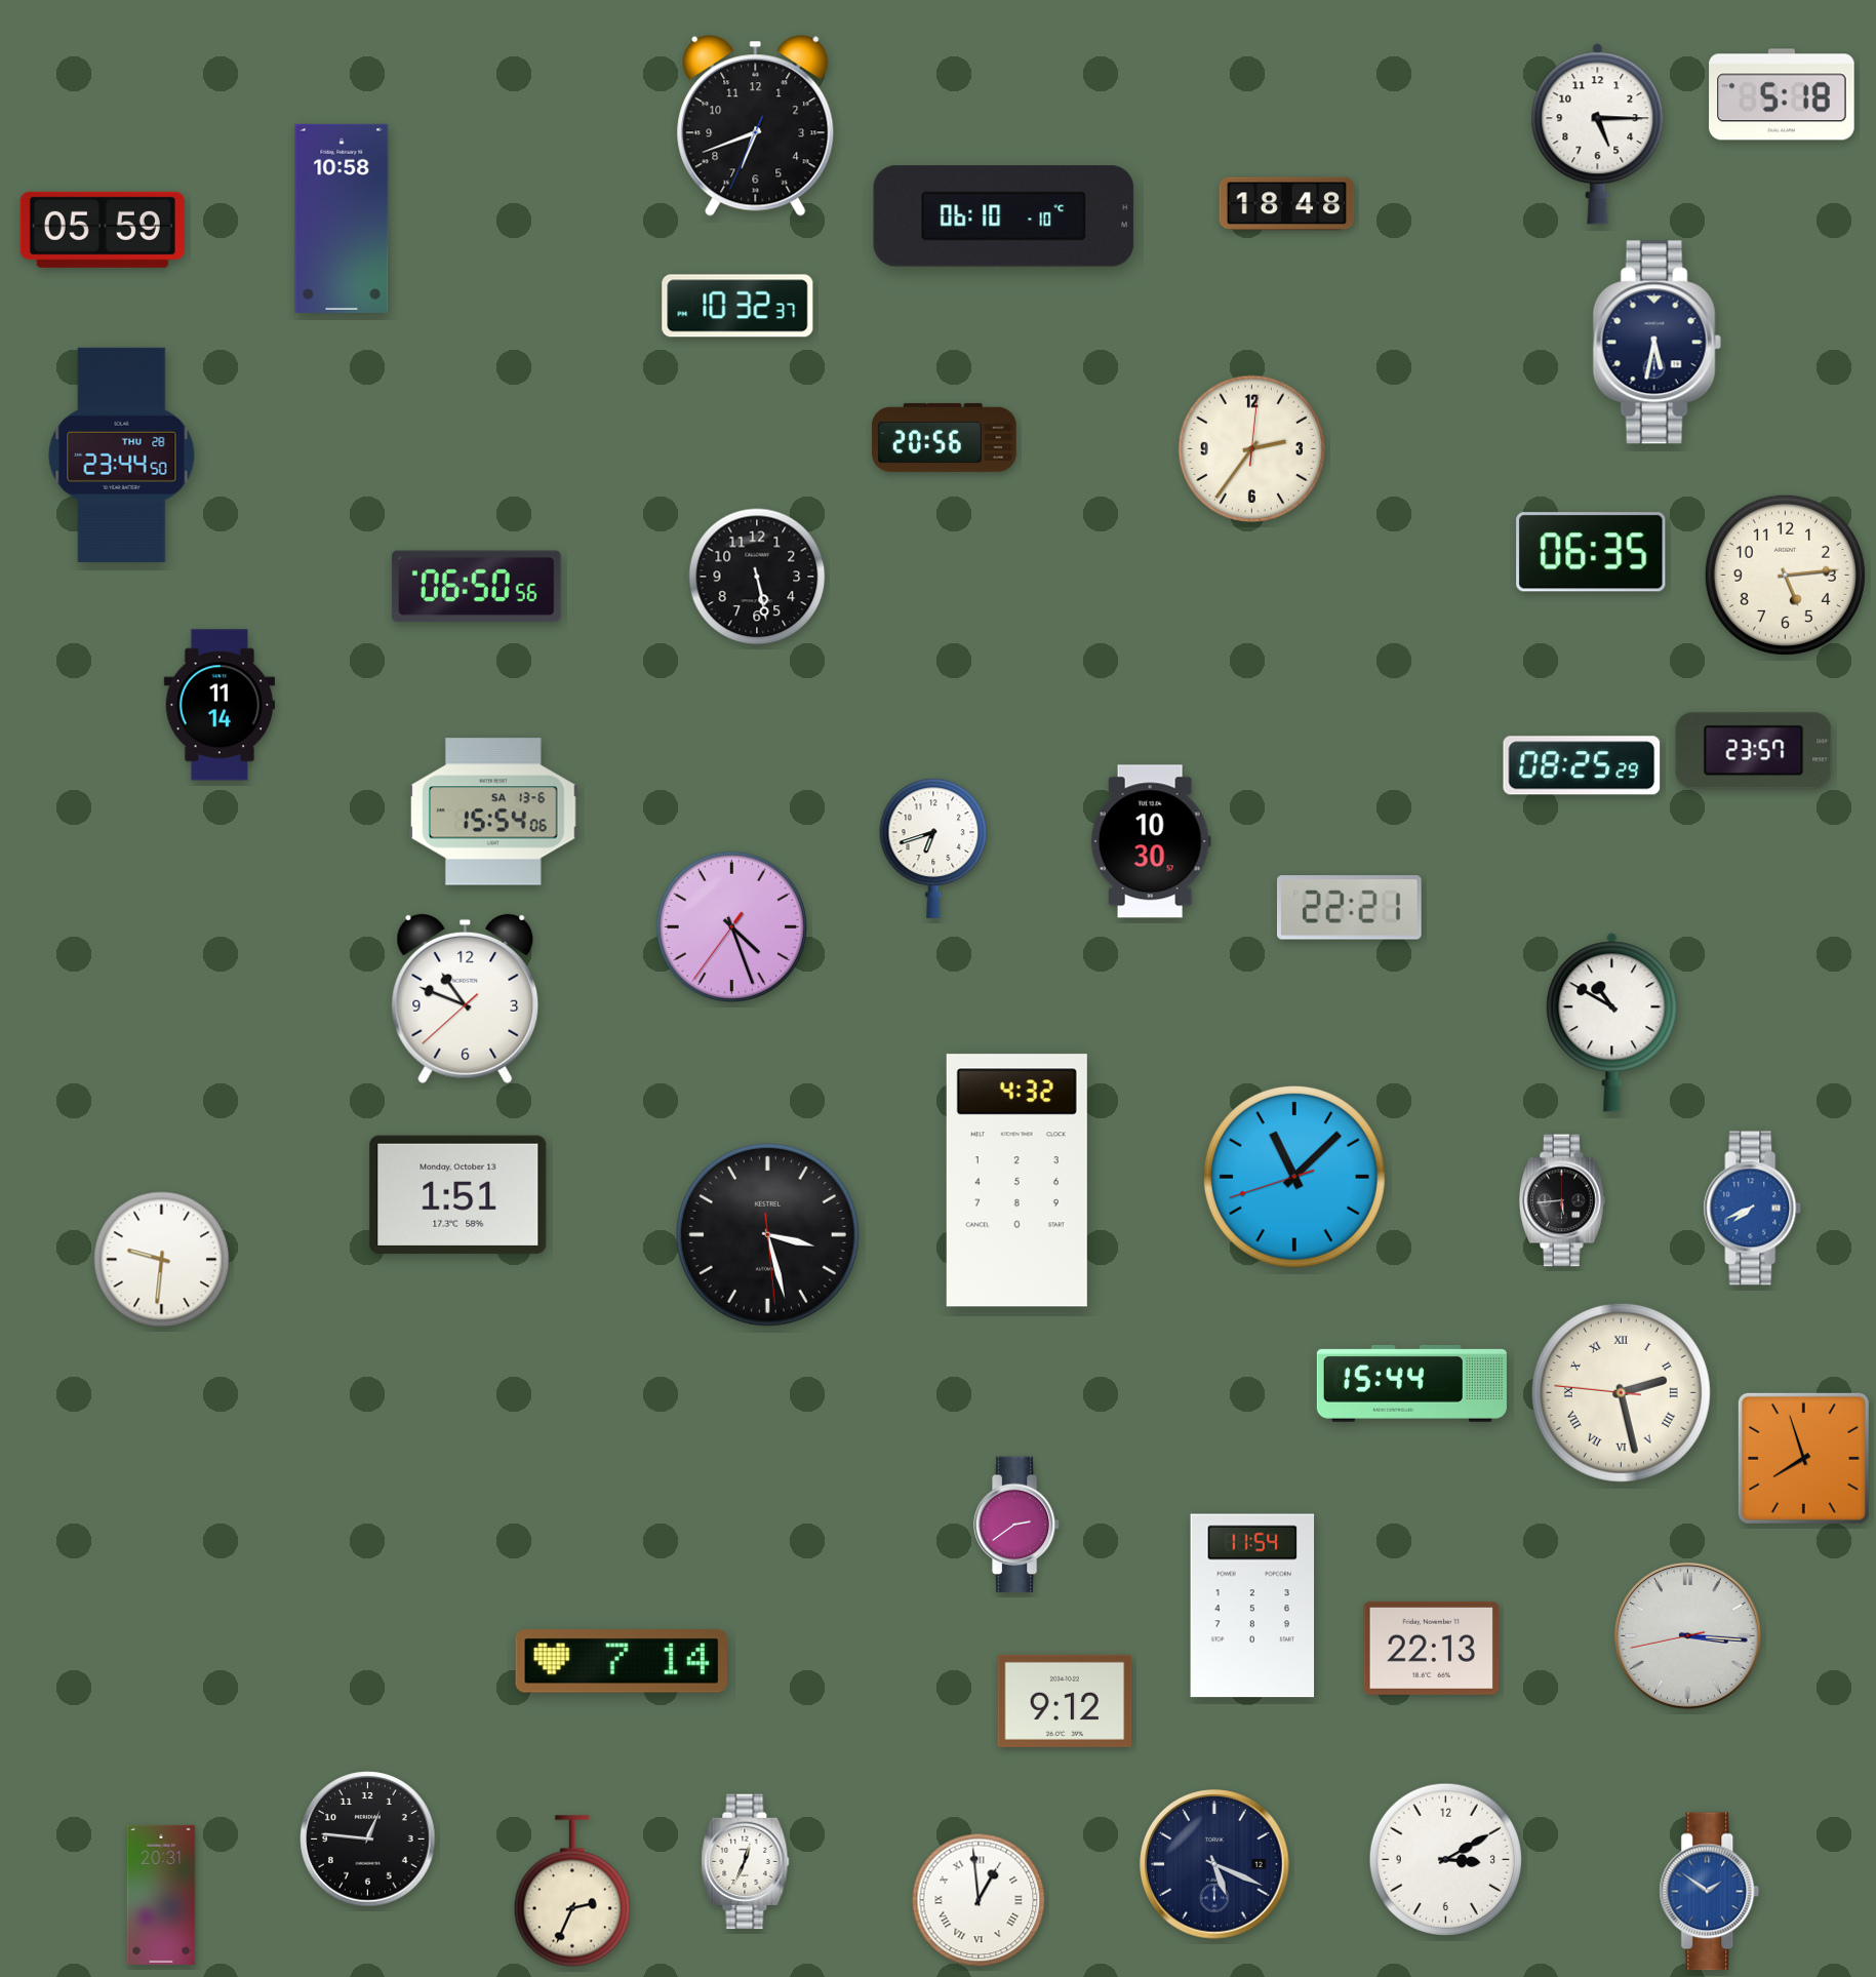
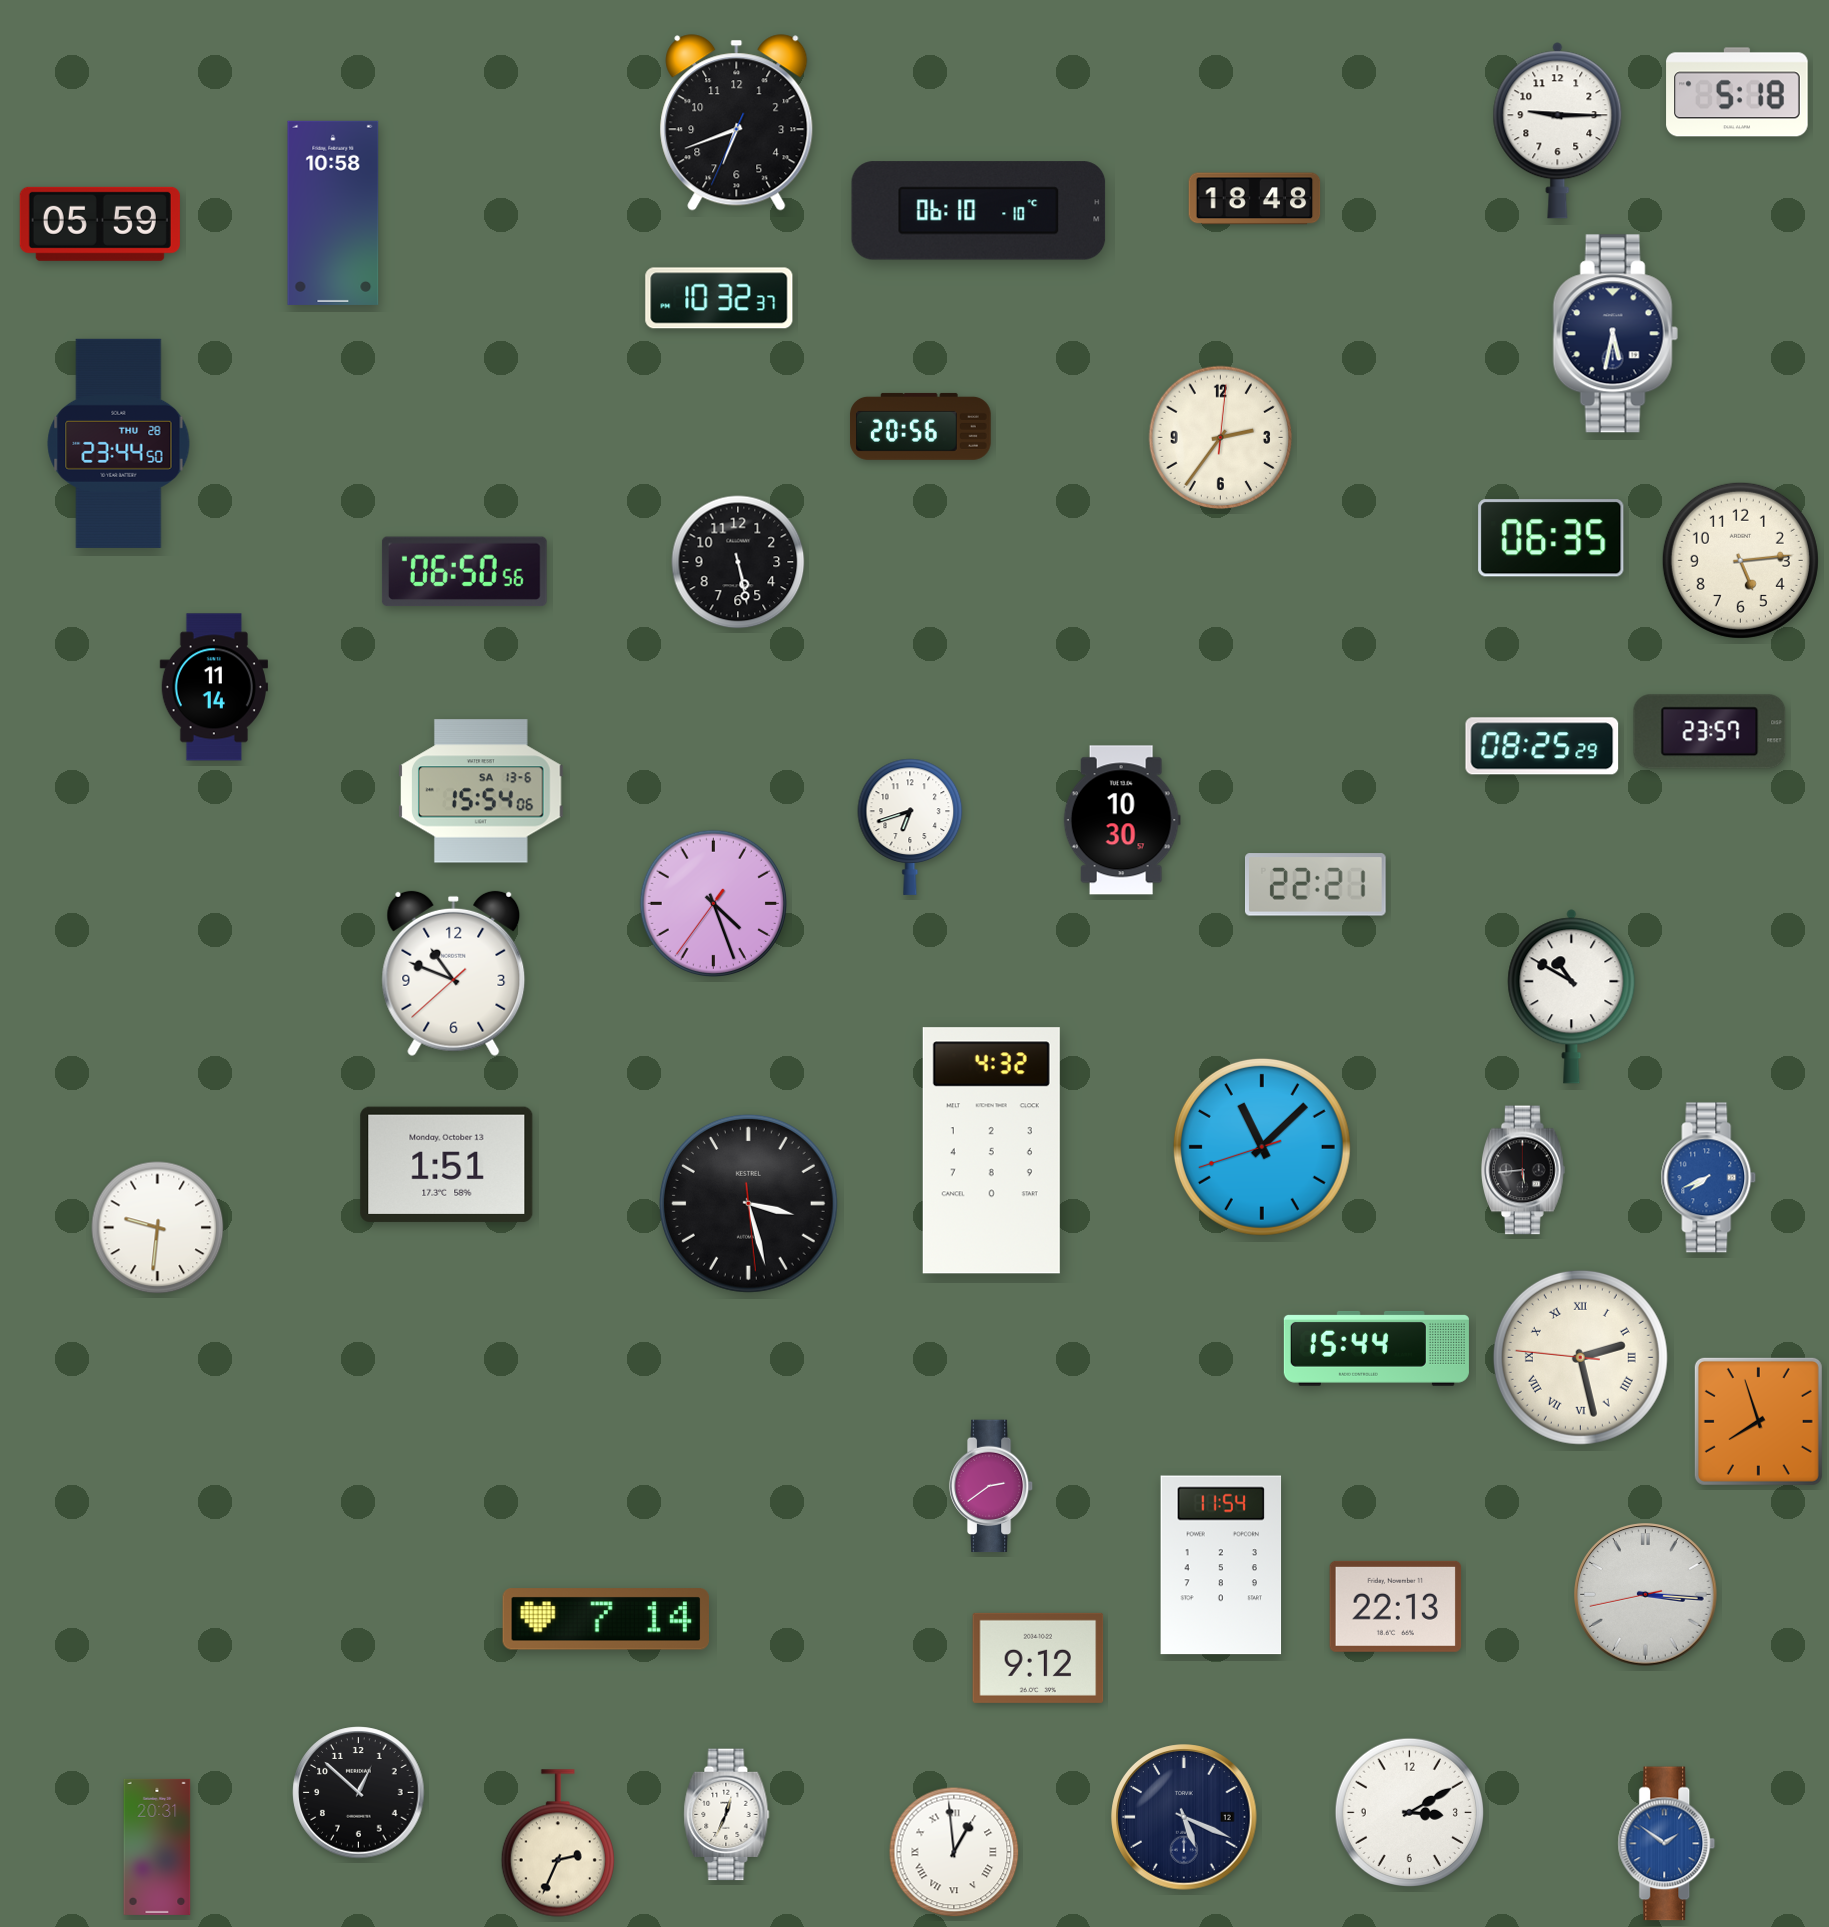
clock at (1598, 134): 5:15 -> 9:15
clock at (368, 1840): 12:46 -> 12:52
